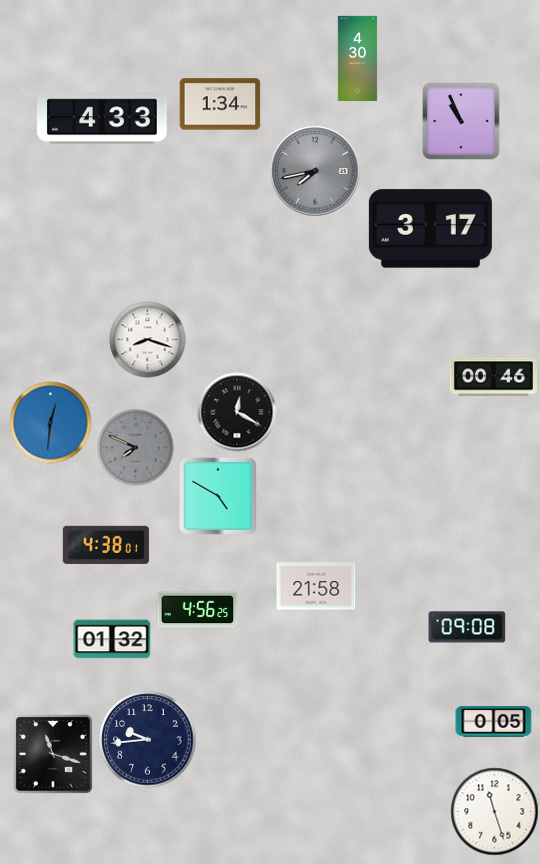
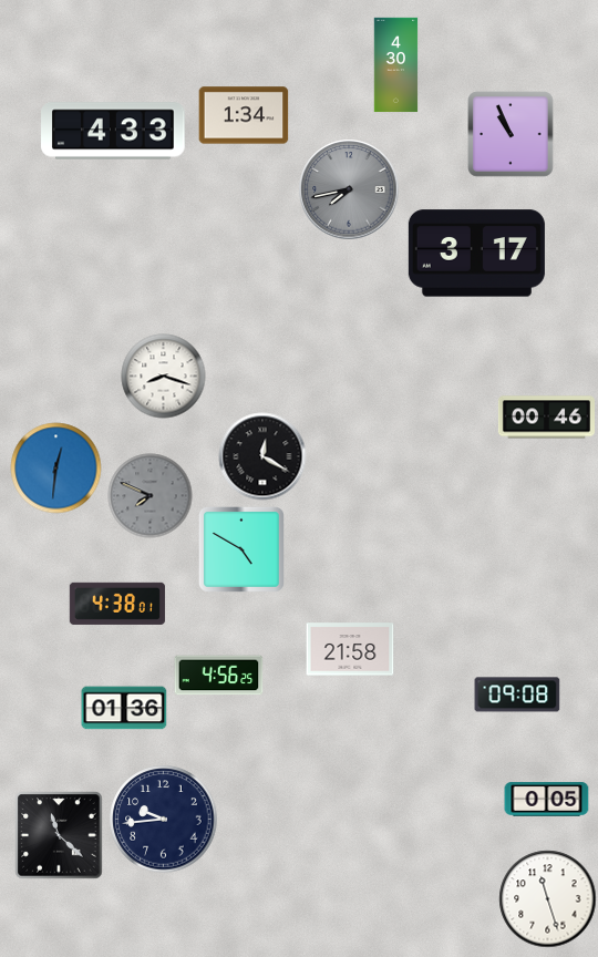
clock at (112, 639): 01:32 -> 01:36
clock at (53, 754): 11:18 -> 11:22
